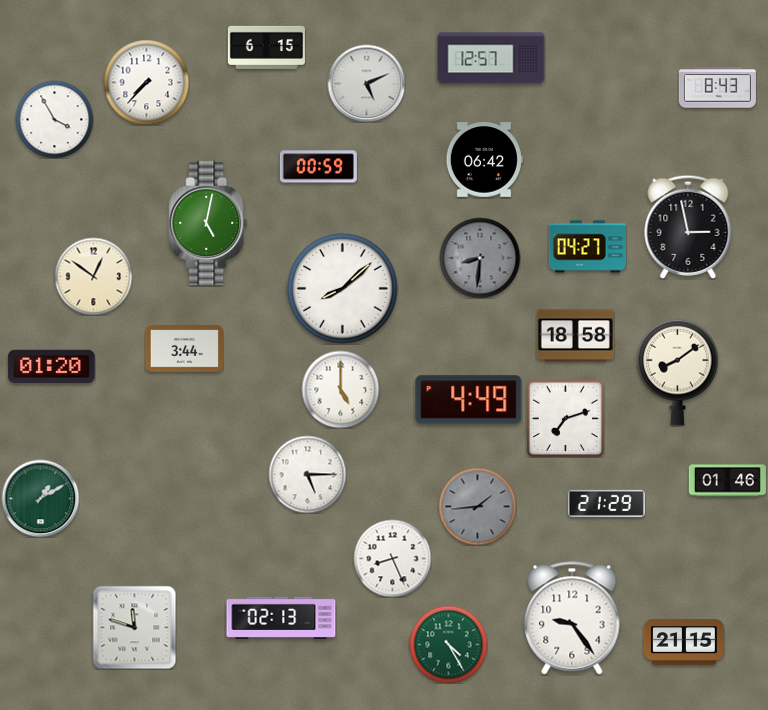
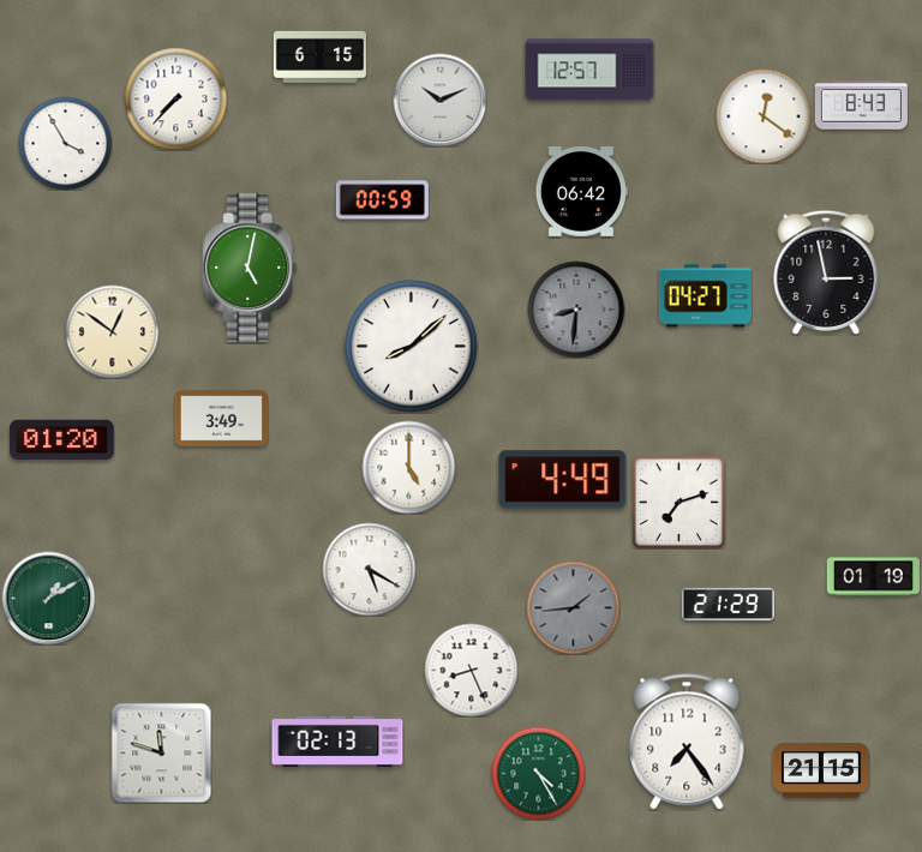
clock at (366, 83): 5:11 -> 10:11
clock at (764, 116): none -> 12:21
clock at (575, 336): 18:58 -> none
clock at (184, 349): 3:44 -> 3:49
clock at (678, 372): 8:09 -> none
clock at (307, 474): 5:15 -> 5:20
clock at (727, 481): 01:46 -> 01:19
clock at (572, 618): 9:24 -> 7:24
